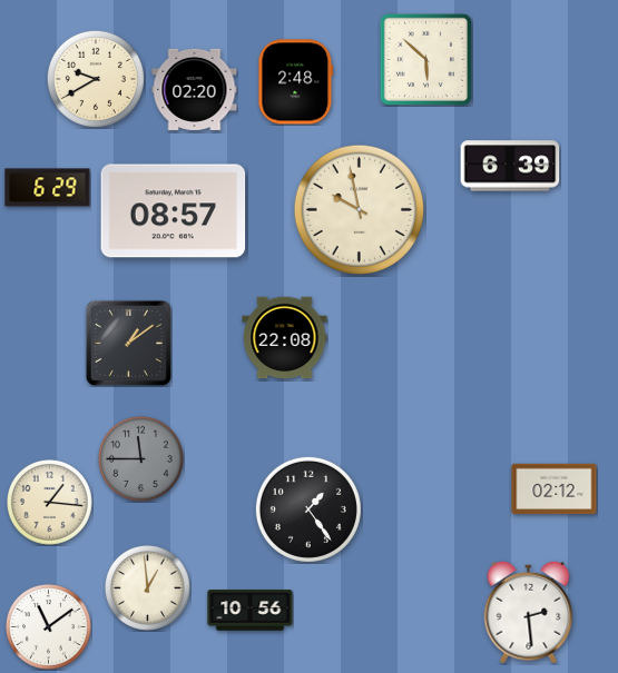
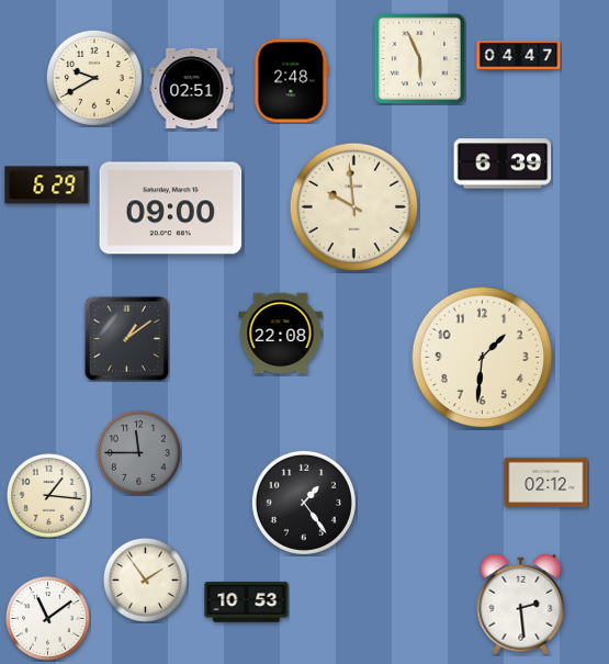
clock at (519, 55): none -> 04:47
clock at (425, 59): 5:52 -> 5:56
clock at (195, 89): 02:20 -> 02:51
clock at (360, 210): 9:58 -> 9:59
clock at (174, 211): 08:57 -> 09:00
clock at (483, 358): none -> 1:31
clock at (148, 588): 12:59 -> 1:54
clock at (251, 611): 10:56 -> 10:53
